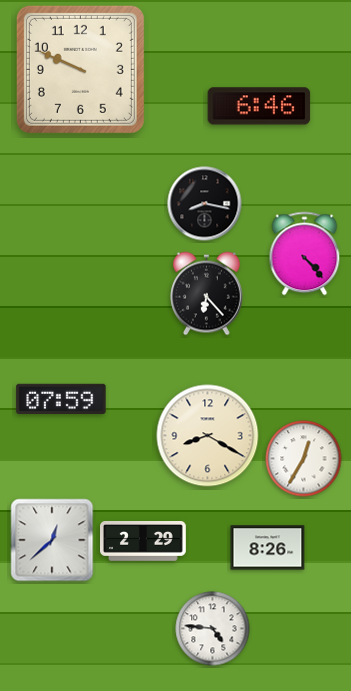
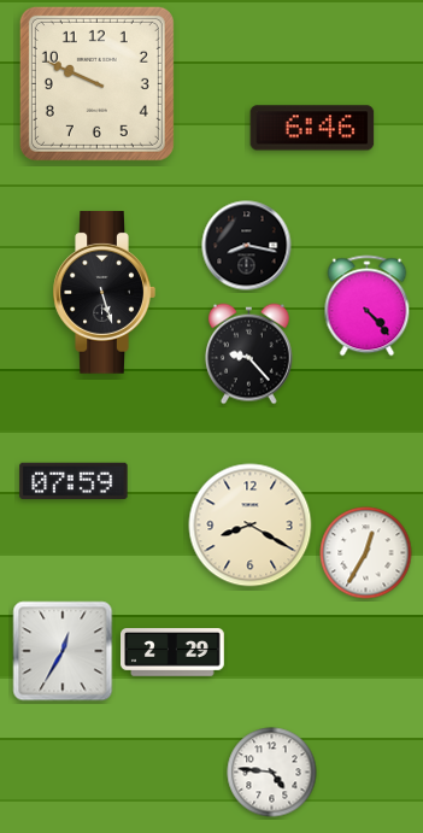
clock at (104, 293): none -> 5:27
clock at (206, 294): 6:23 -> 9:23
clock at (52, 540): 12:38 -> 12:35
clock at (268, 548): 8:26 -> none
clock at (213, 629) position: (213, 629) -> (272, 773)
